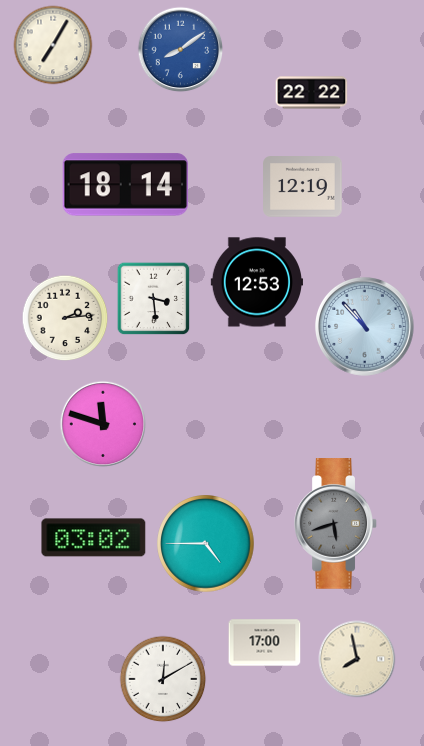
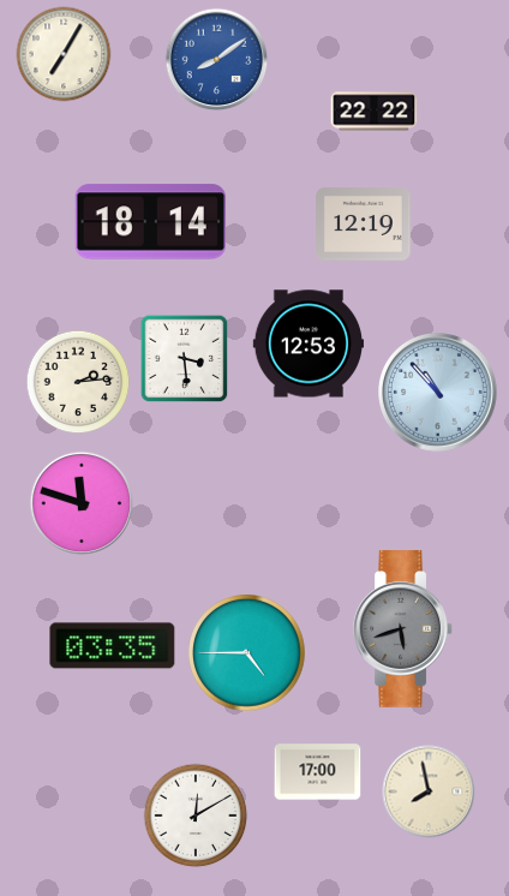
clock at (256, 282) position: (256, 282) -> (307, 344)
clock at (103, 424) position: (103, 424) -> (82, 503)
clock at (94, 538): 03:02 -> 03:35
